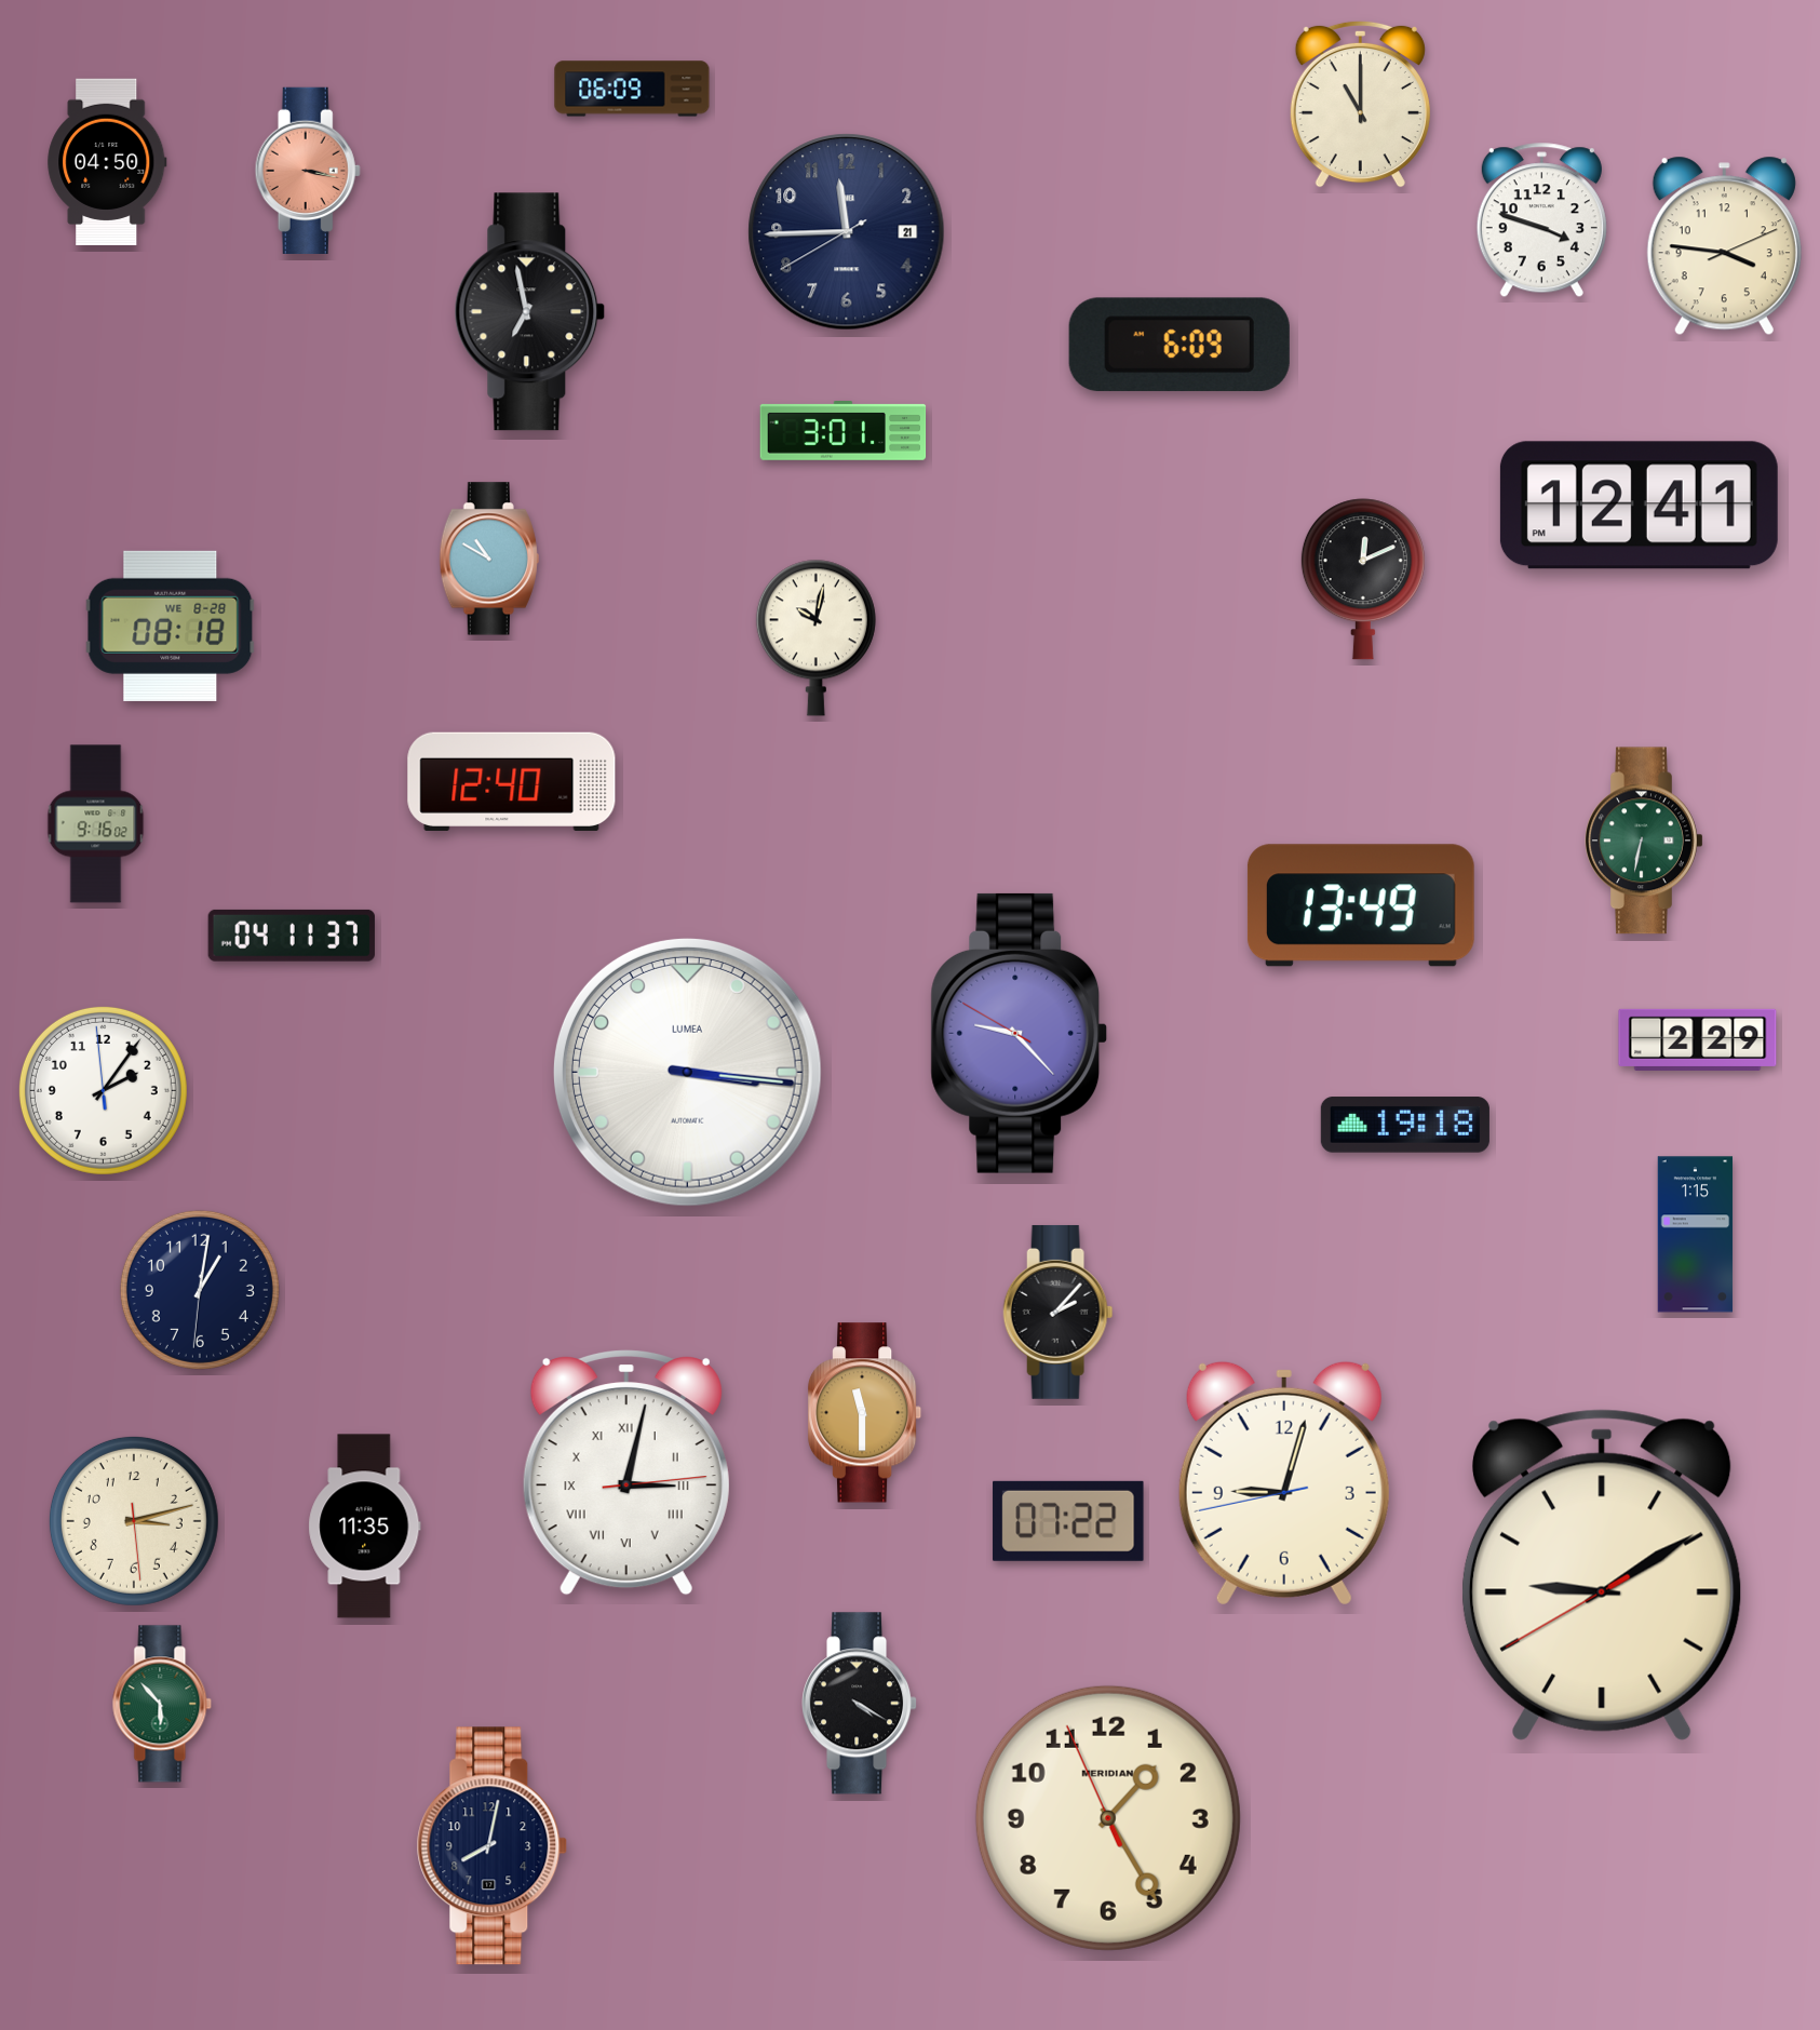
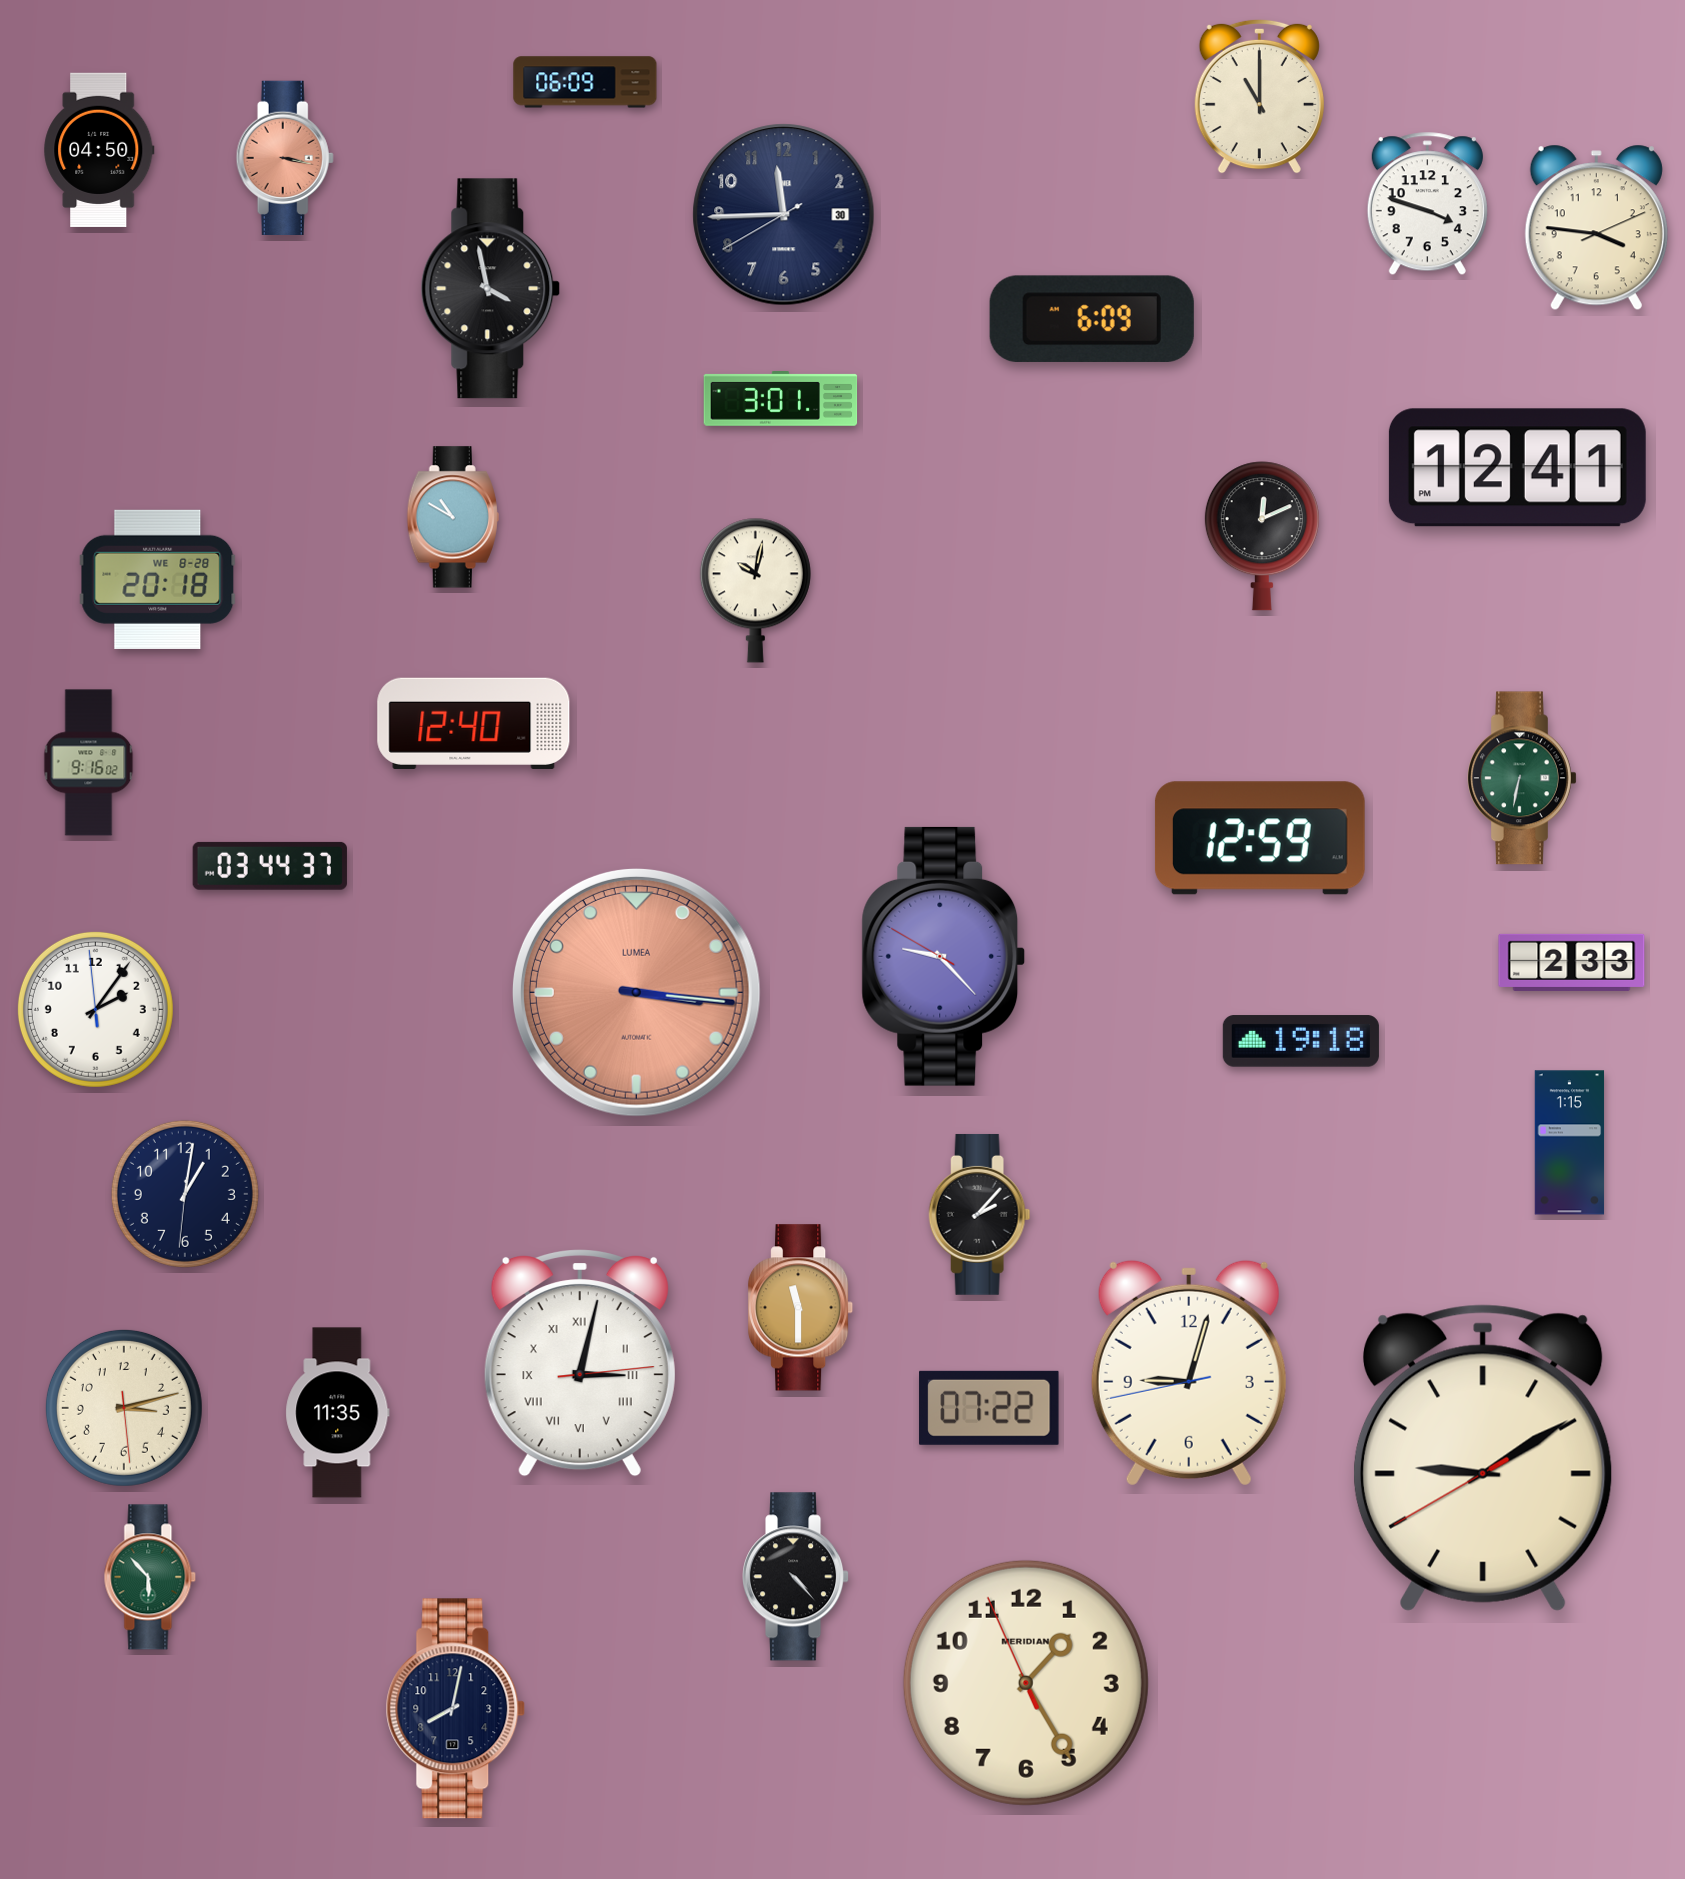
clock at (847, 232) date: 21 -> 30
clock at (530, 312): 6:58 -> 3:58
clock at (171, 626): 08:18 -> 20:18
clock at (1361, 905): 13:49 -> 12:59
clock at (292, 936): 04:11 -> 03:44
clock at (1698, 1039): 2:29 -> 2:33
clock at (687, 1072) dial: white -> salmon
clock at (861, 1704): 4:20 -> 4:23
